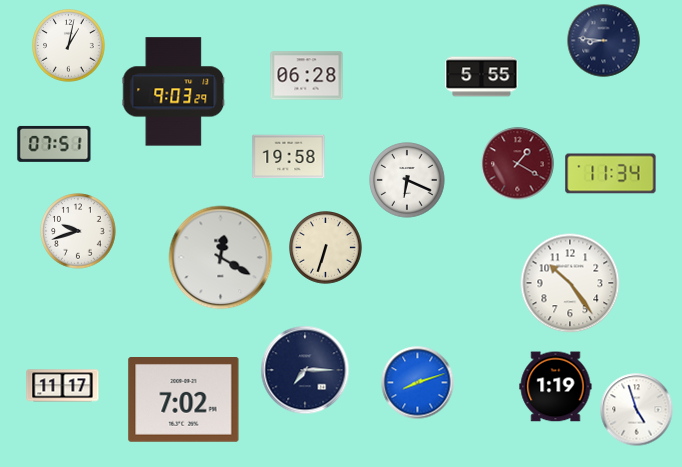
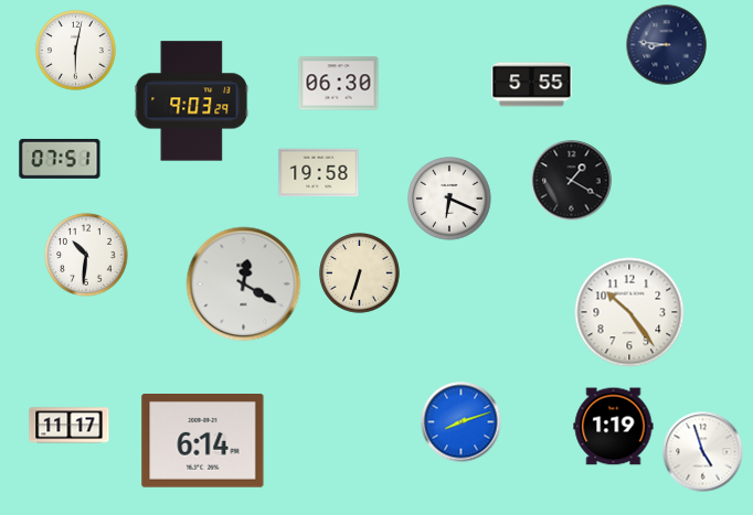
clock at (69, 46): 1:02 -> 6:02
clock at (307, 76): 06:28 -> 06:30
clock at (518, 164) dial: burgundy -> black
clock at (611, 174): 11:34 -> none
clock at (78, 231): 9:42 -> 10:31
clock at (305, 370): 7:15 -> none
clock at (184, 400): 7:02 -> 6:14
